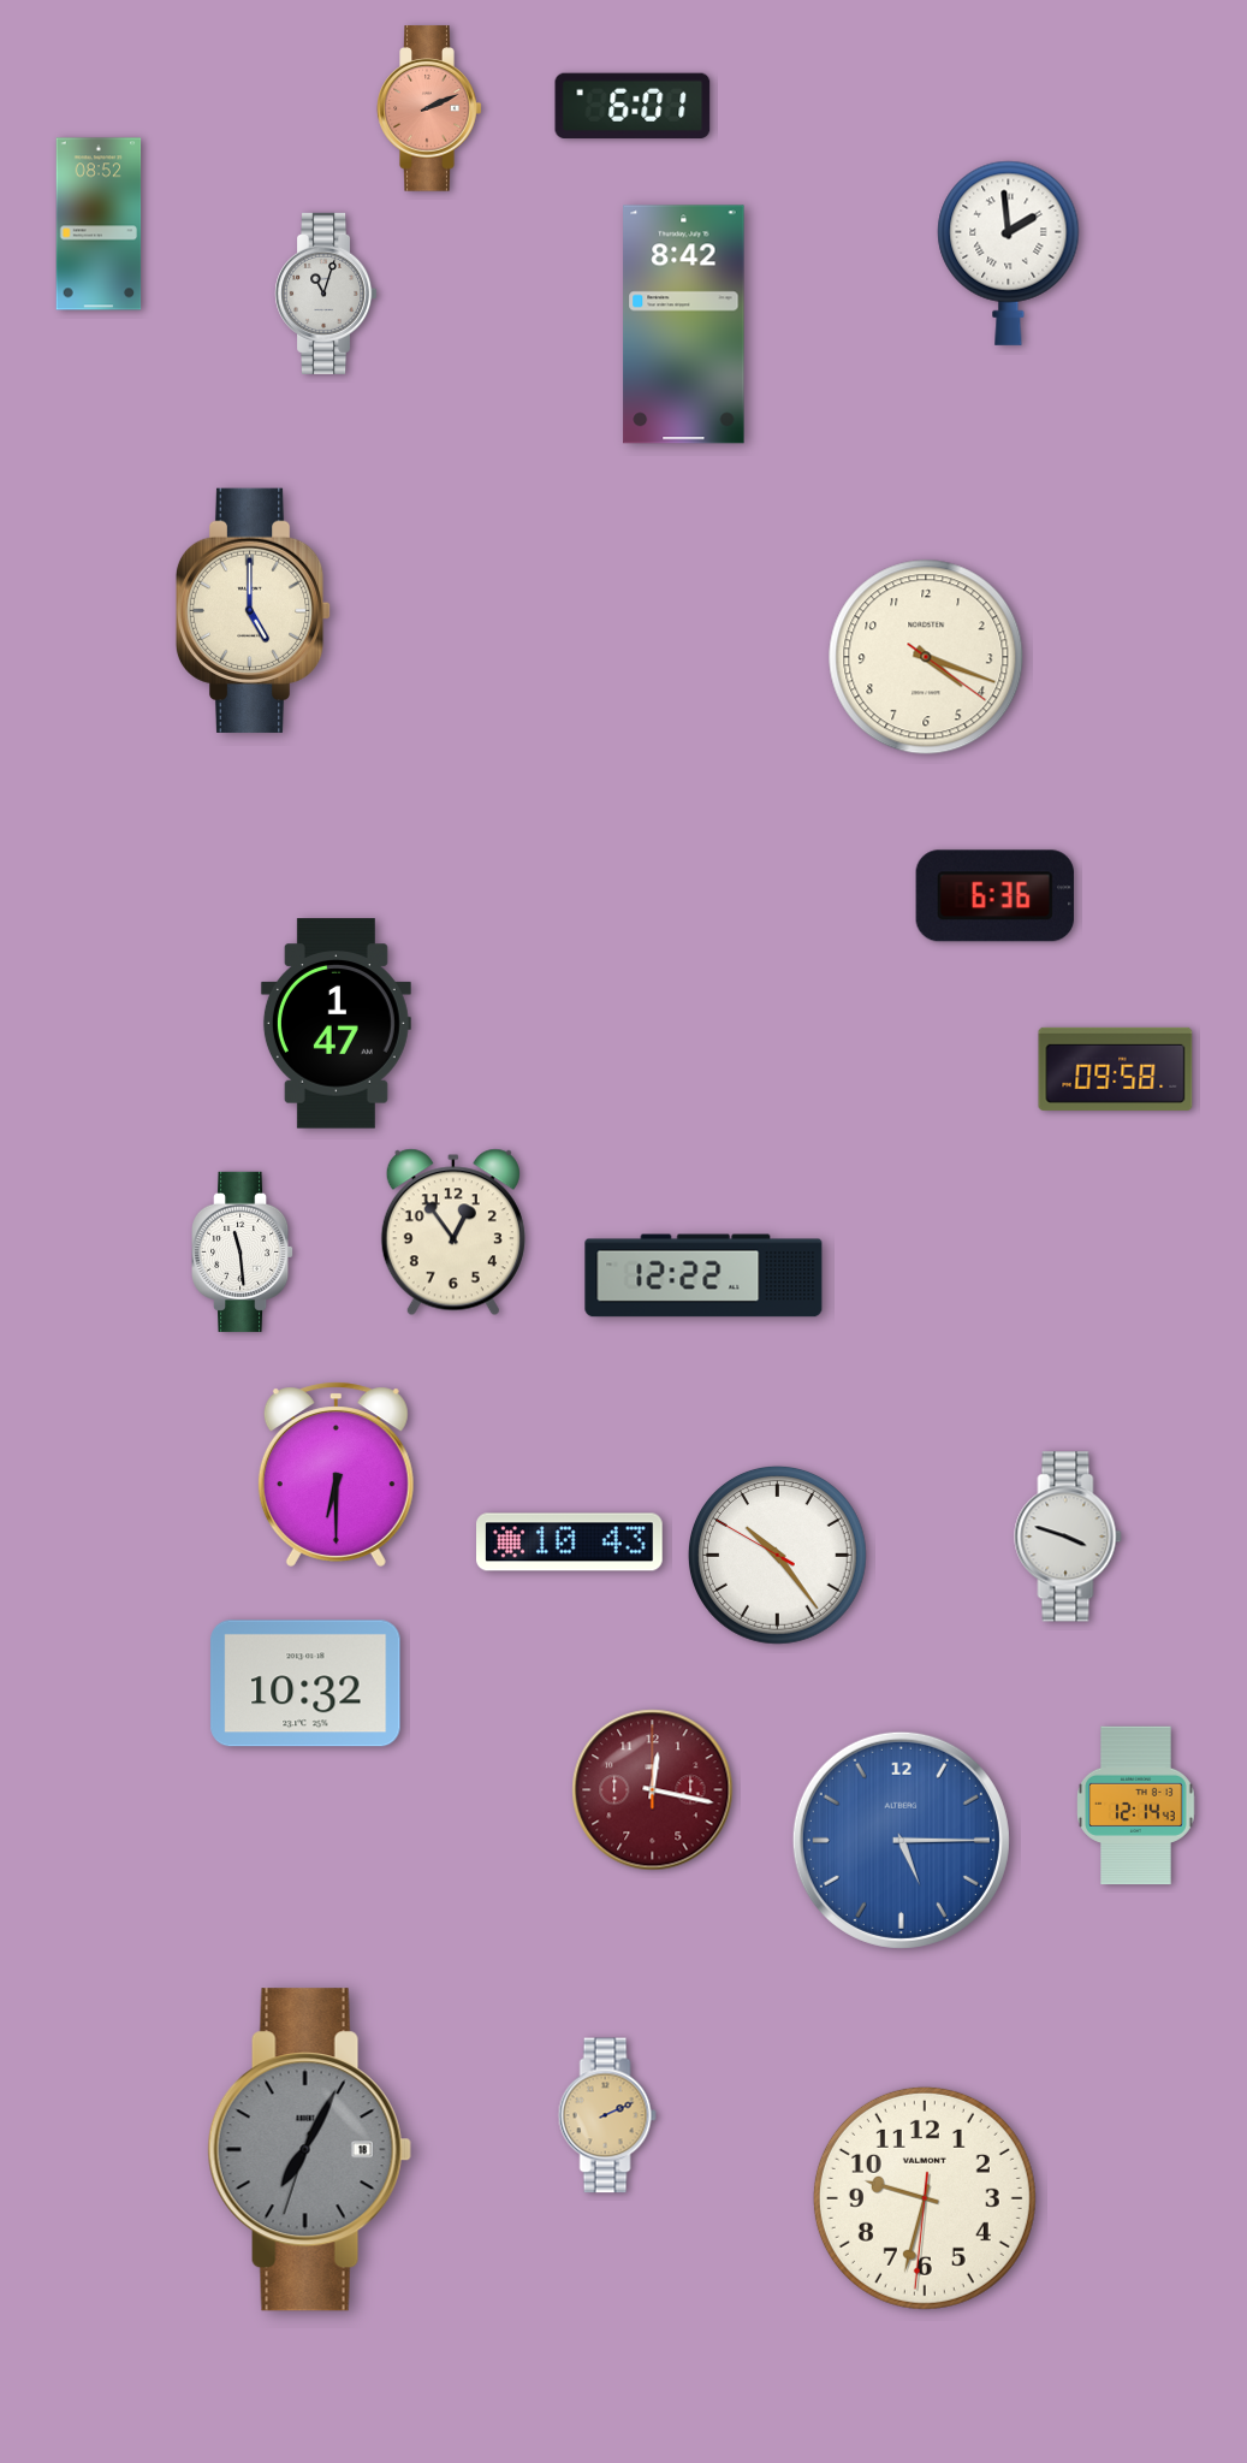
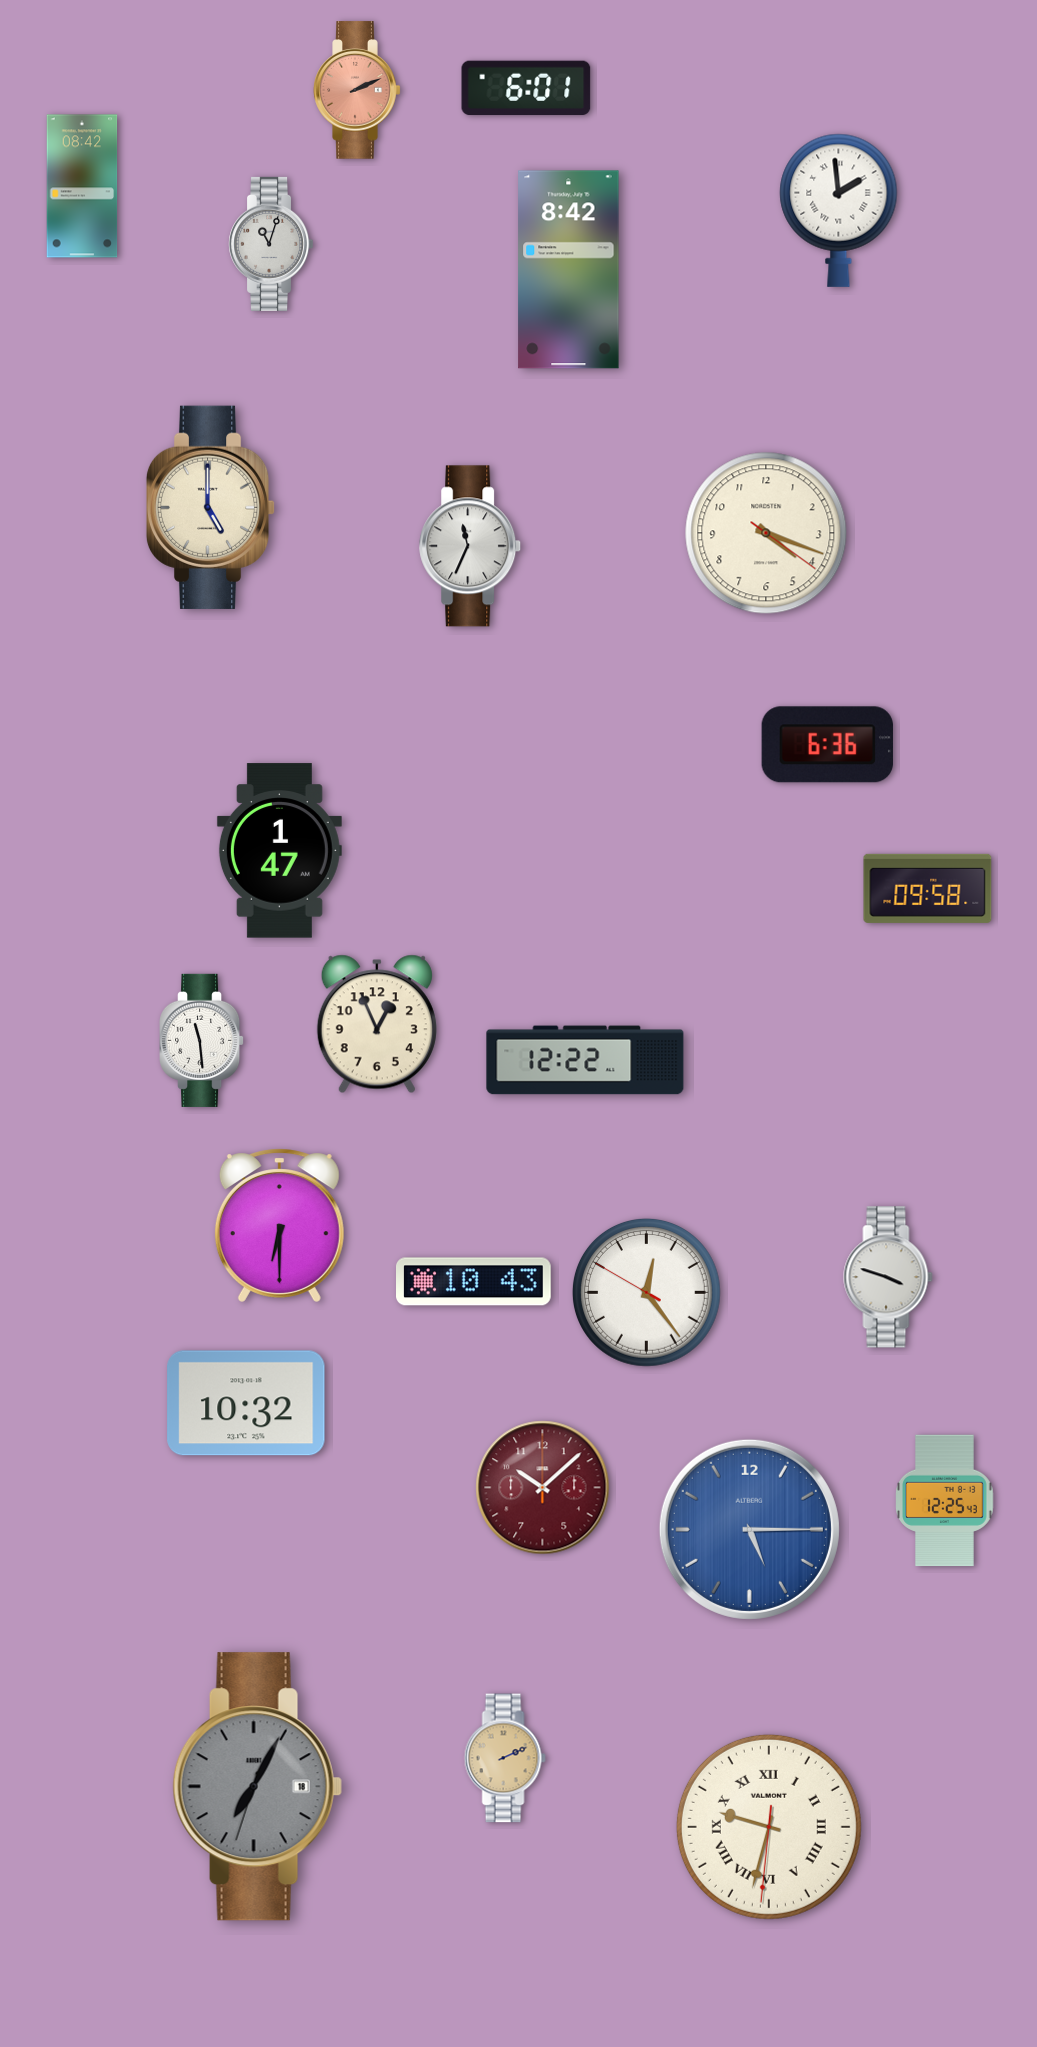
clock at (99, 224): 08:52 -> 08:42
clock at (471, 546): none -> 11:34
clock at (926, 657) position: (926, 657) -> (766, 533)
clock at (453, 1232): 12:54 -> 12:56
clock at (778, 1556): 10:23 -> 12:23
clock at (305, 1683) position: (305, 1683) -> (246, 1403)
clock at (653, 1790): 12:17 -> 10:08
clock at (1136, 1806): 12:14 -> 12:25
clock at (925, 2198) numerals: Arabic -> Roman
